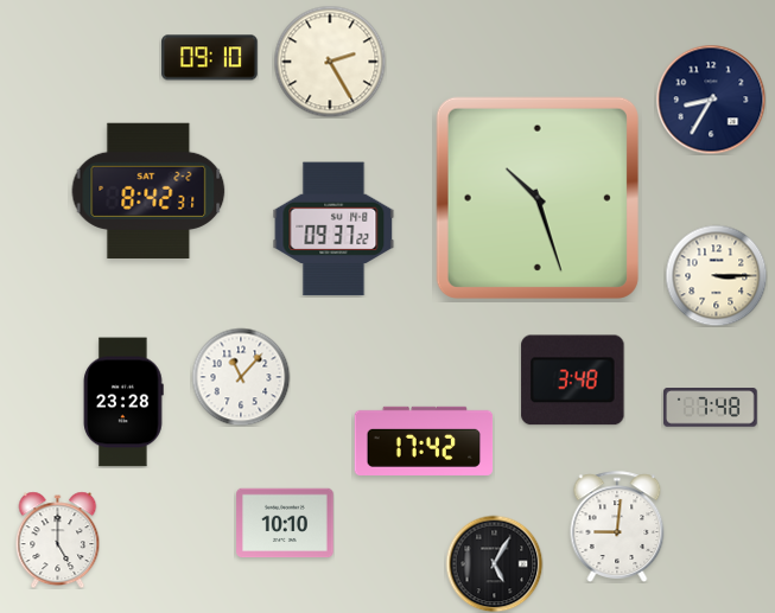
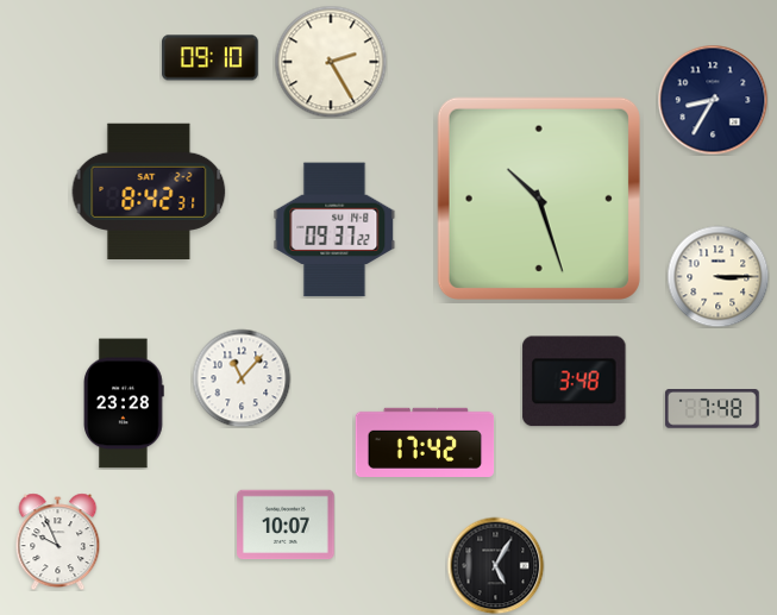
clock at (285, 523): 10:10 -> 10:07
clock at (617, 526): 9:01 -> none
clock at (58, 539): 5:00 -> 9:56
